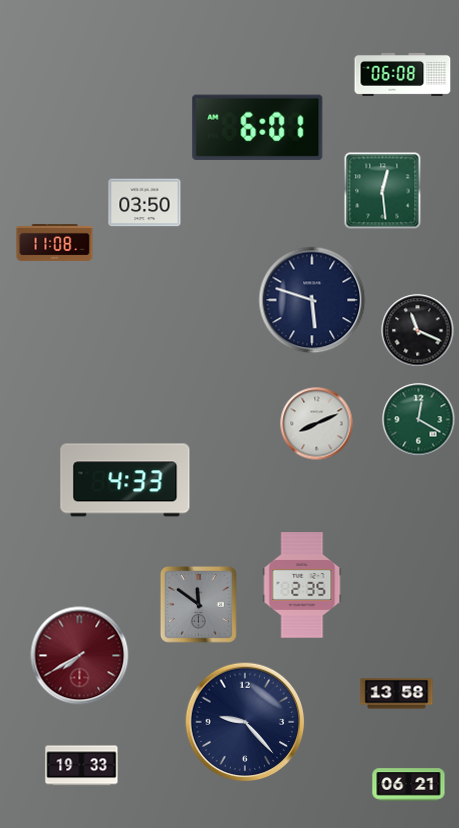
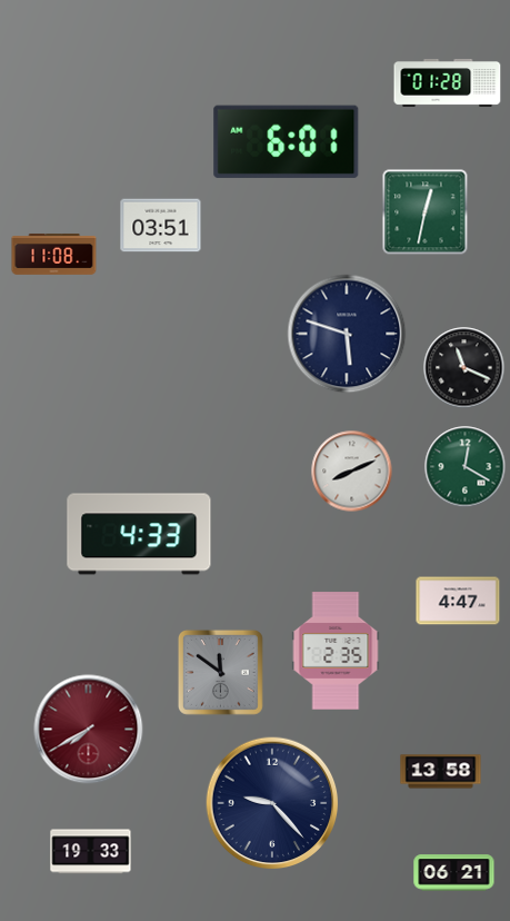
clock at (403, 74): 06:08 -> 01:28
clock at (383, 191): 12:29 -> 12:32
clock at (145, 203): 03:50 -> 03:51
clock at (55, 242) position: (55, 242) -> (54, 254)
clock at (458, 601): none -> 4:47
